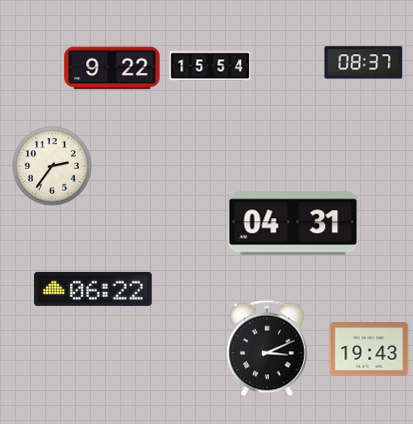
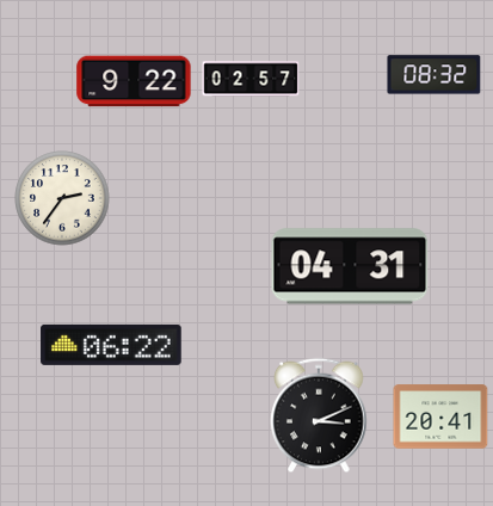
clock at (364, 63): 08:37 -> 08:32
clock at (210, 66): 15:54 -> 02:57
clock at (369, 349): 19:43 -> 20:41
